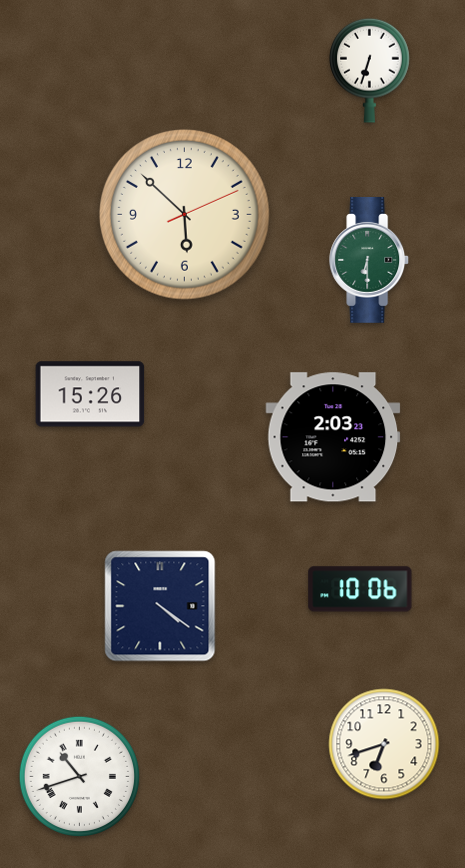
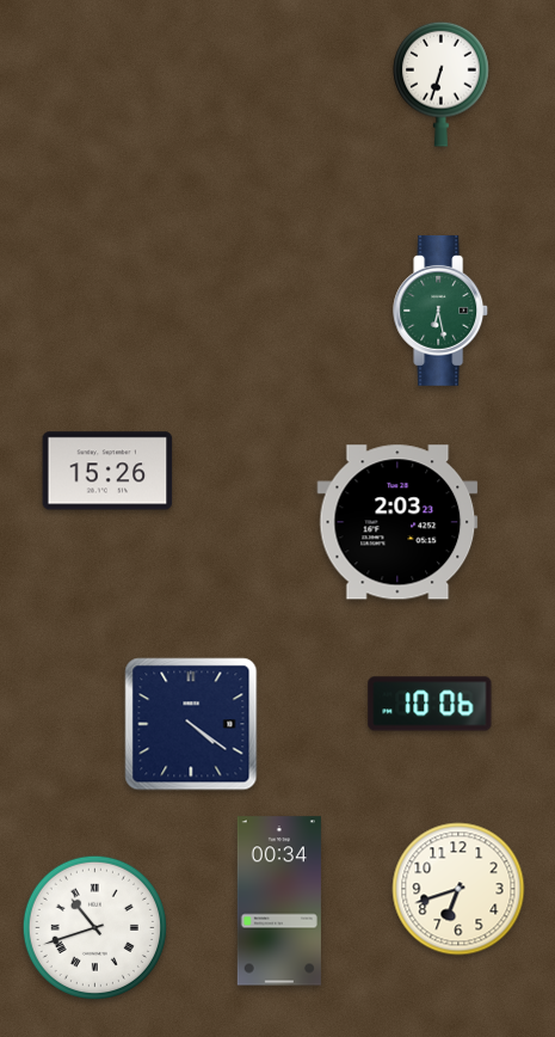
clock at (184, 214): 5:52 -> none
clock at (370, 260): 6:30 -> 6:28
clock at (279, 901): none -> 00:34
